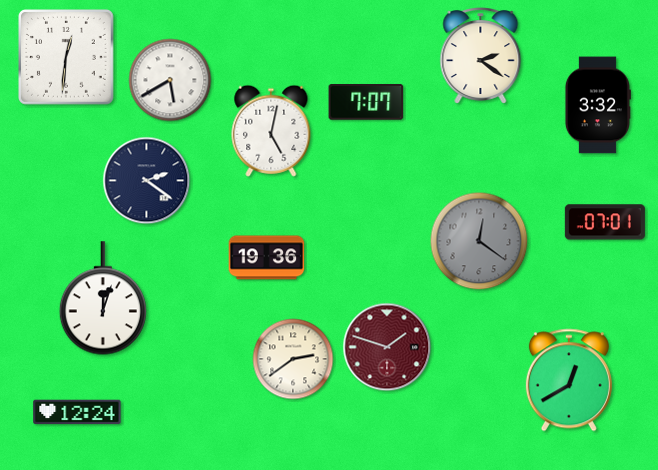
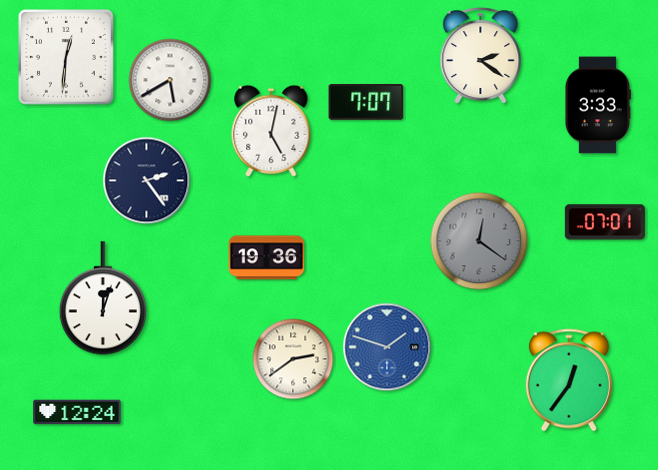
clock at (597, 105): 3:32 -> 3:33
clock at (147, 181): 2:21 -> 2:24
clock at (387, 347) dial: burgundy -> blue
clock at (569, 380): 12:40 -> 12:36
